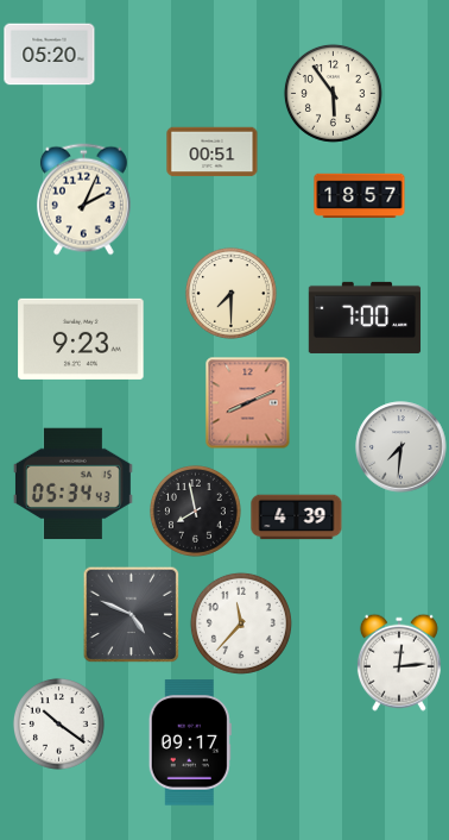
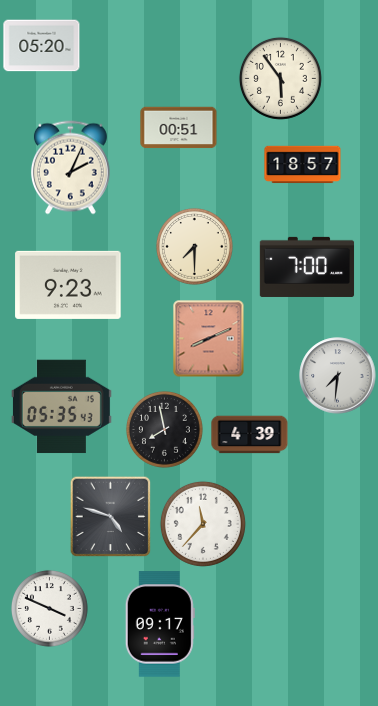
clock at (72, 484): 05:34 -> 05:35
clock at (131, 614): 4:49 -> 4:48
clock at (399, 663): 12:14 -> none
clock at (58, 723): 10:21 -> 3:49
